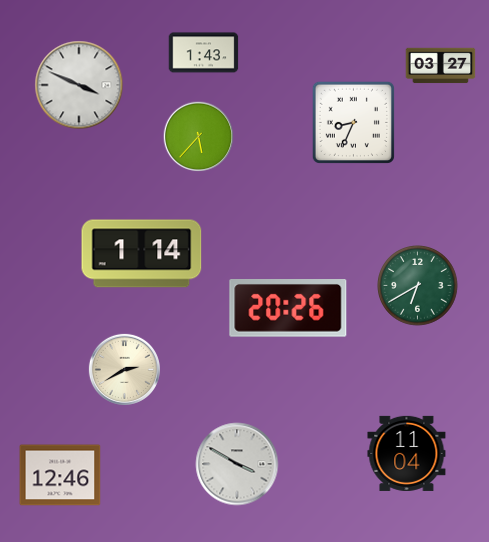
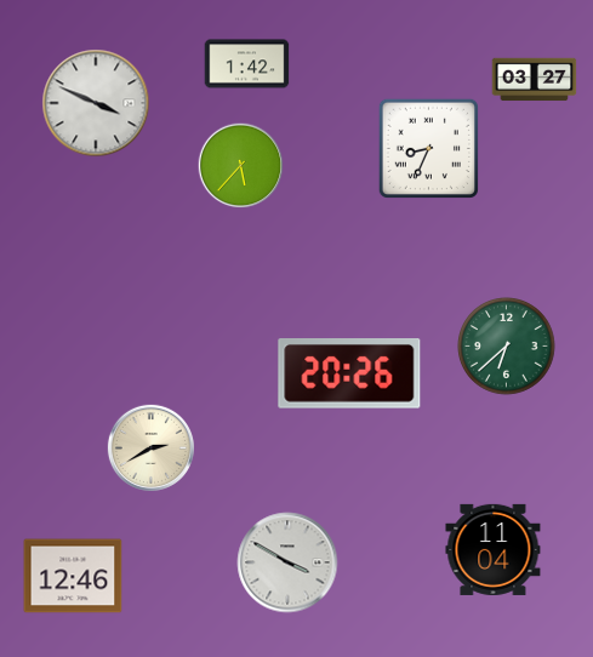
clock at (204, 53): 1:43 -> 1:42
clock at (142, 254): 1:14 -> none
clock at (418, 286): 6:40 -> 6:38
